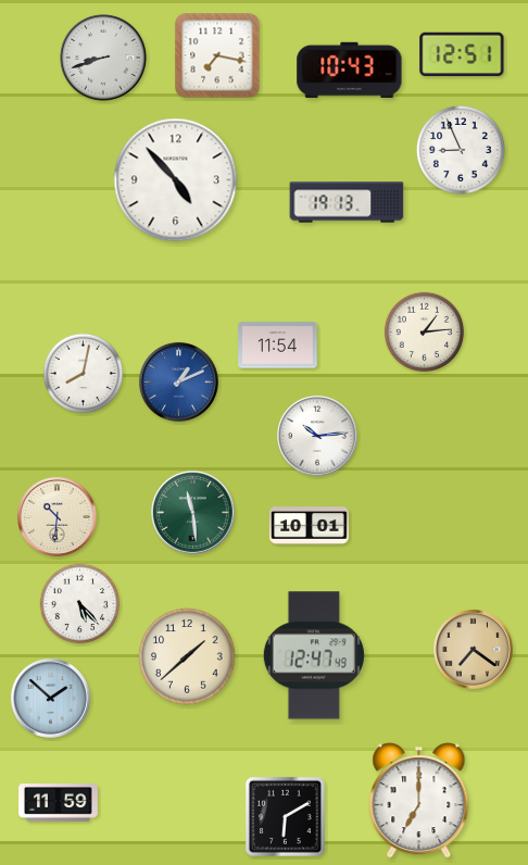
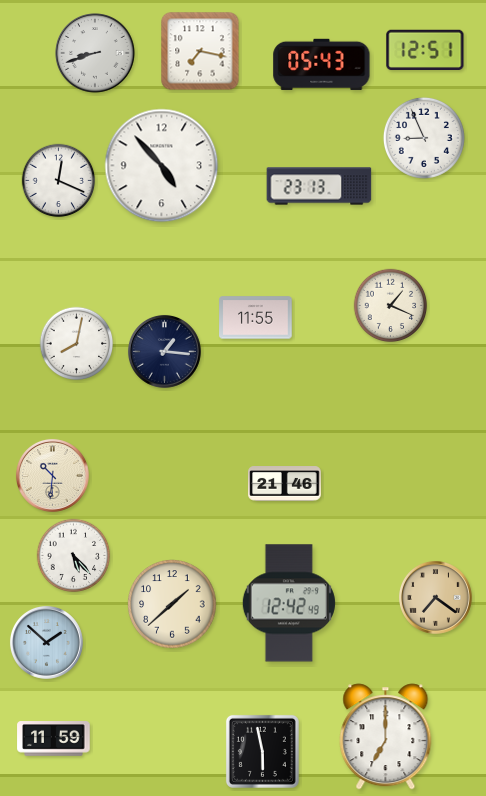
clock at (350, 70): 10:43 -> 05:43
clock at (59, 181): none -> 12:19
clock at (347, 202): 19:13 -> 23:13
clock at (425, 333): 1:14 -> 1:19
clock at (278, 346): 11:54 -> 11:55
clock at (179, 383): 1:11 -> 1:16
clock at (179, 383) dial: blue -> navy
clock at (318, 437): 10:14 -> none
clock at (193, 513): 11:29 -> none
clock at (310, 526): 10:01 -> 21:46
clock at (314, 655): 12:47 -> 12:42
clock at (285, 816): 6:10 -> 5:58
